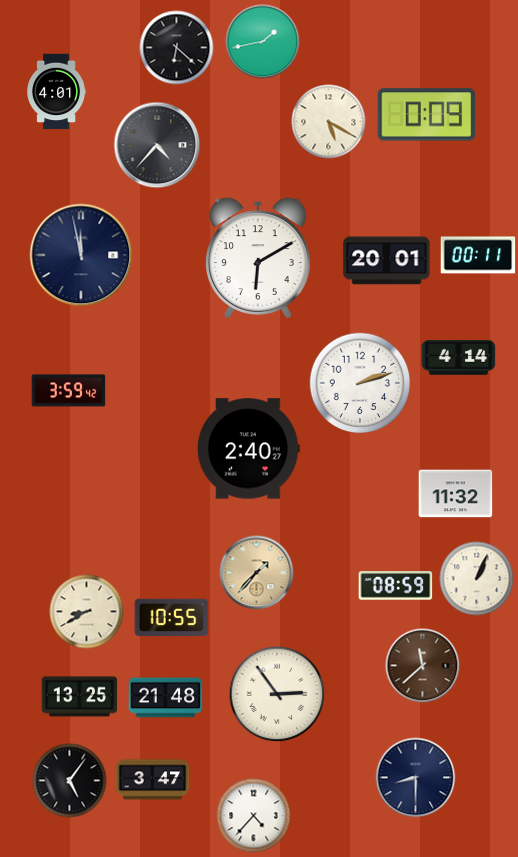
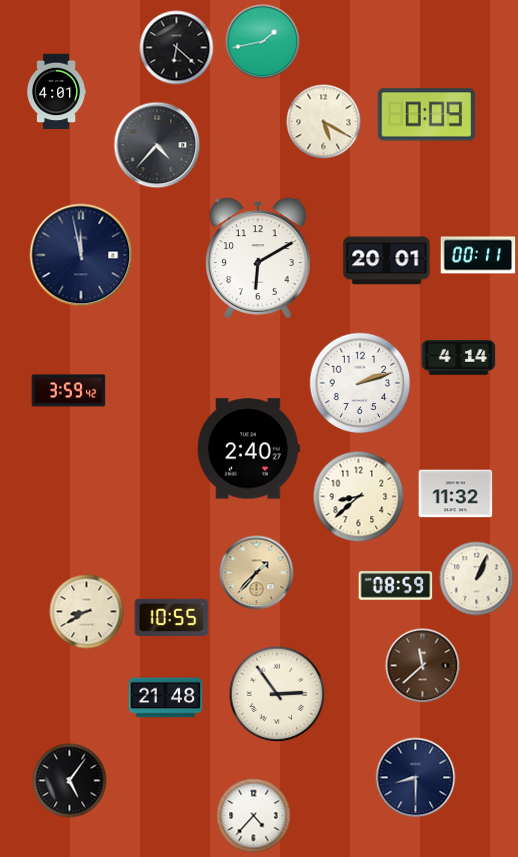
clock at (329, 122) position: (329, 122) -> (324, 122)
clock at (359, 497): none -> 8:38
clock at (80, 697): 13:25 -> none
clock at (153, 780): 3:47 -> none
